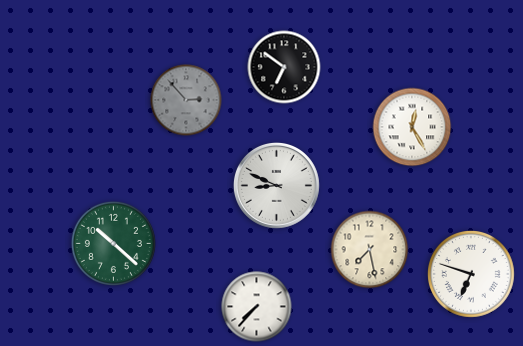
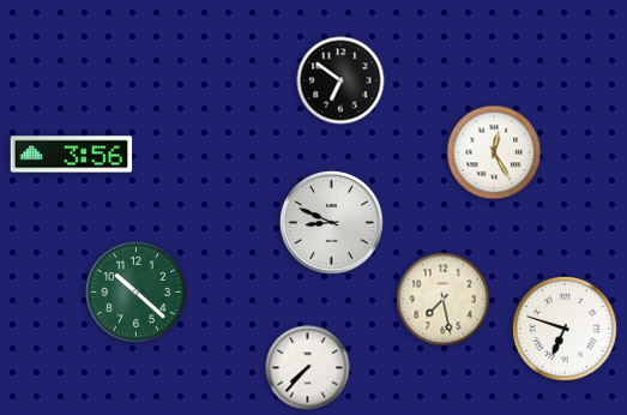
clock at (186, 100): 2:53 -> none
clock at (72, 155): none -> 3:56
